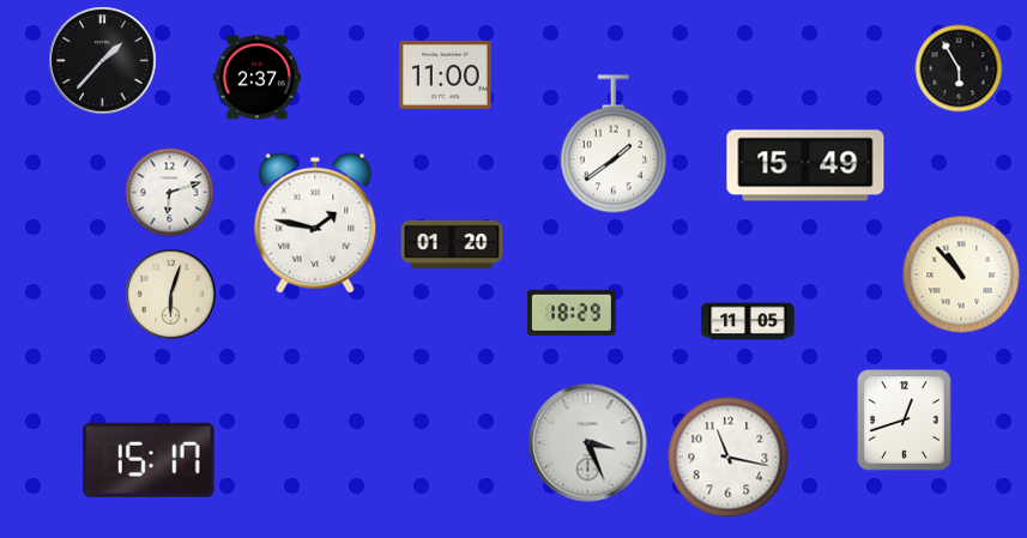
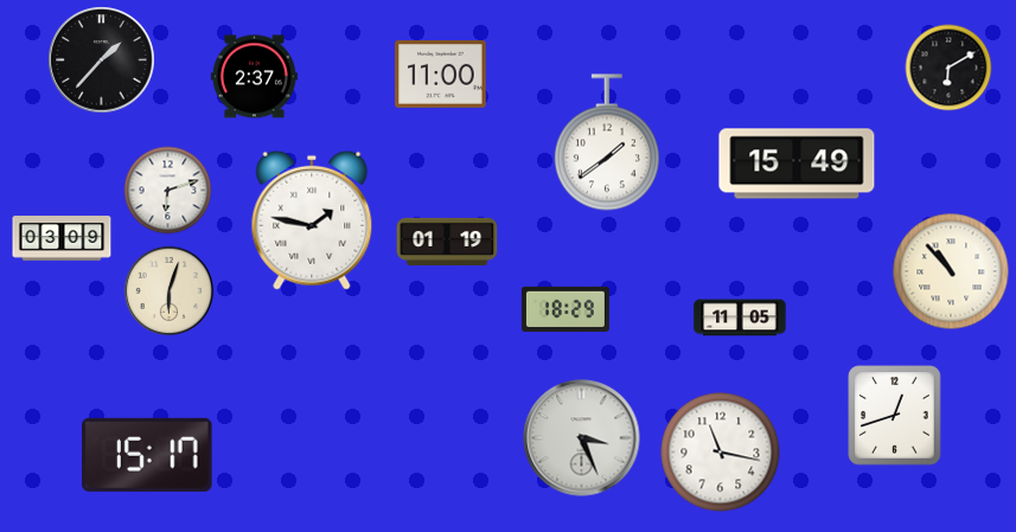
clock at (959, 68): 5:55 -> 6:10
clock at (62, 238): none -> 03:09
clock at (452, 244): 01:20 -> 01:19
